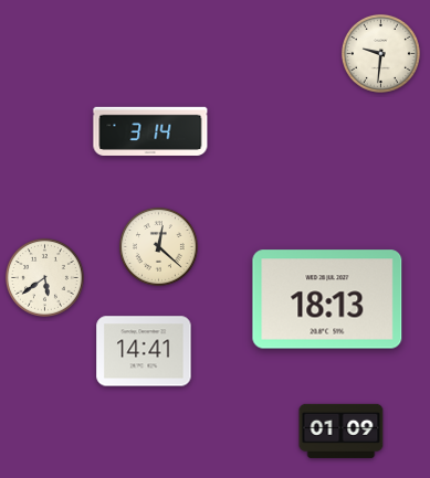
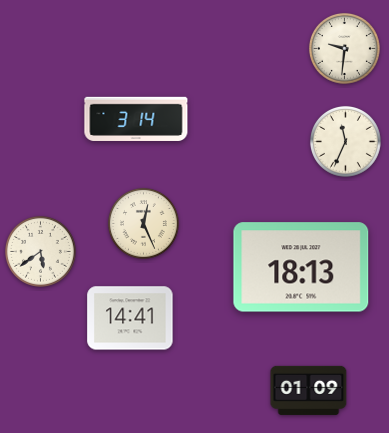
clock at (345, 141): none -> 11:34
clock at (158, 246): 12:22 -> 12:26
clock at (327, 299) position: (327, 299) -> (301, 267)
